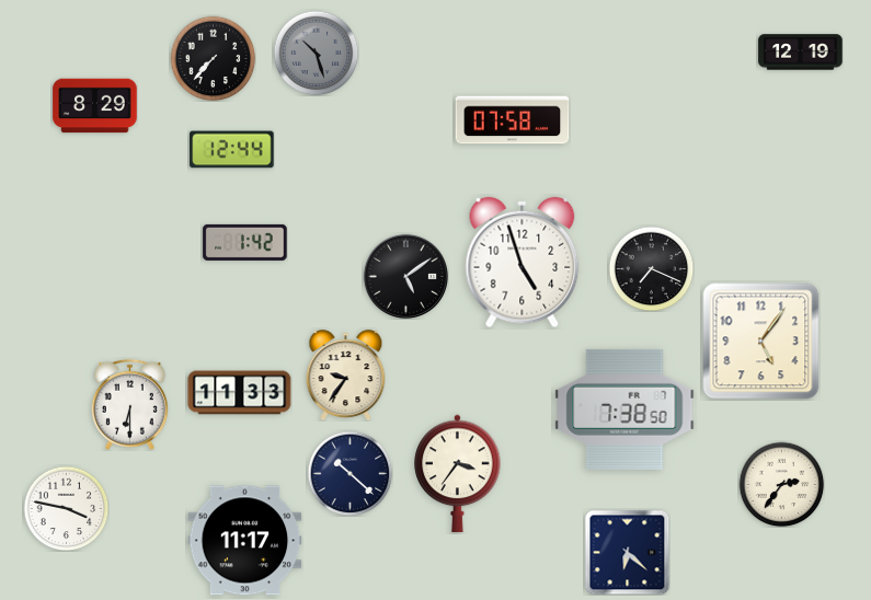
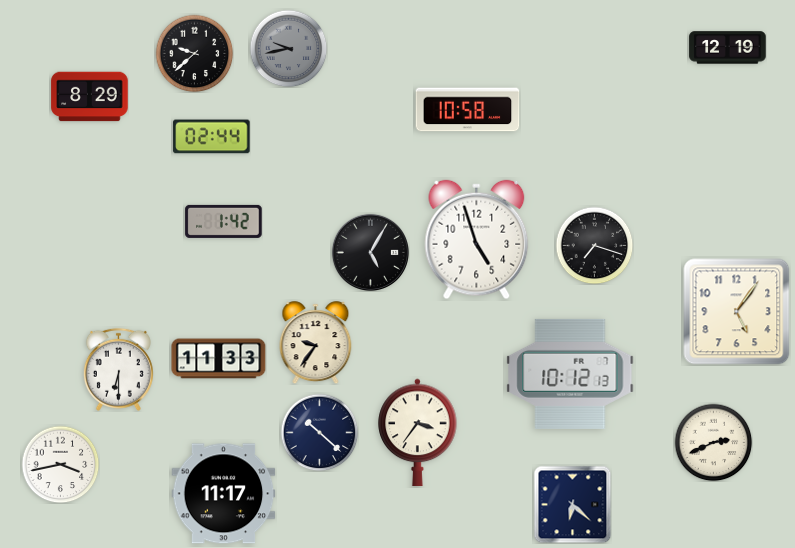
clock at (316, 53): 10:27 -> 9:43
clock at (801, 53) position: (801, 53) -> (728, 48)
clock at (213, 58): 7:37 -> 9:38
clock at (95, 106) position: (95, 106) -> (90, 97)
clock at (513, 120): 07:58 -> 10:58
clock at (232, 150): 12:44 -> 02:44
clock at (651, 268): 7:19 -> 7:18
clock at (405, 276): 5:09 -> 5:05
clock at (761, 342) position: (761, 342) -> (737, 312)
clock at (624, 409): 7:38 -> 10:12
clock at (781, 484): 2:36 -> 2:41
clock at (66, 508): 3:47 -> 3:43
